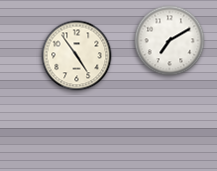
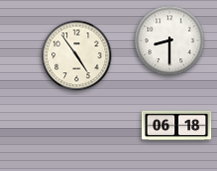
clock at (170, 41): 7:10 -> 8:30
clock at (177, 126): none -> 06:18
